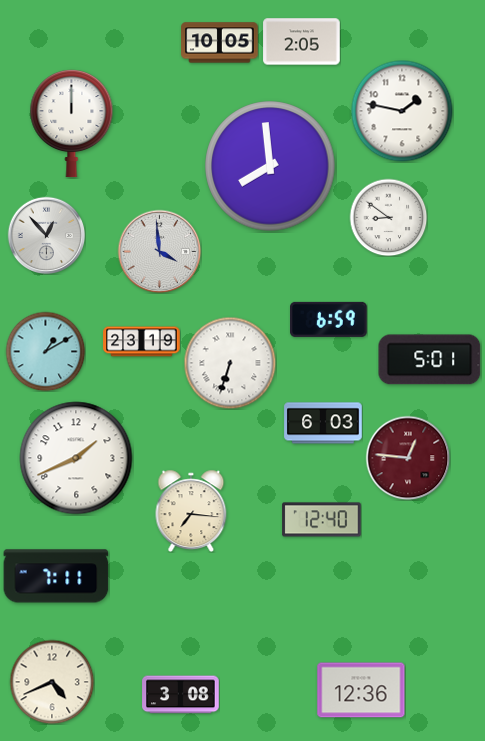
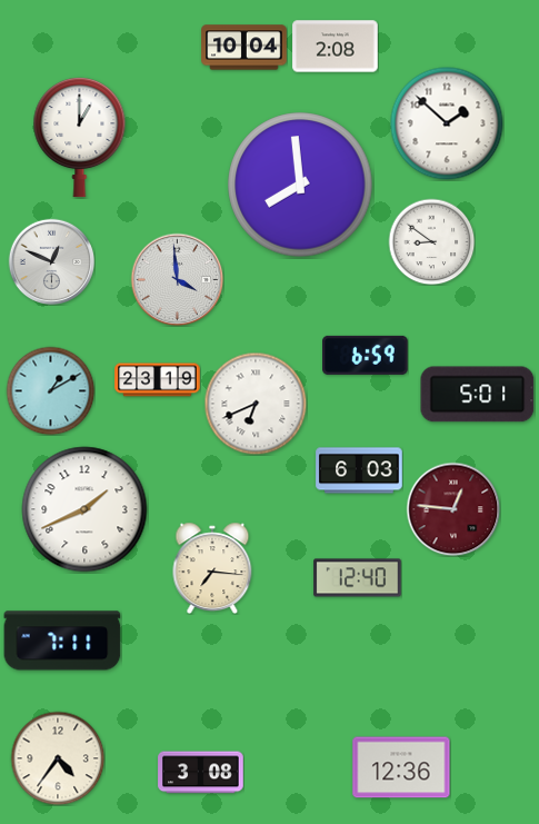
clock at (302, 42): 2:05 -> 2:08
clock at (220, 43): 10:05 -> 10:04
clock at (402, 111): 1:47 -> 1:52
clock at (72, 124): 12:00 -> 1:00
clock at (46, 235): 12:53 -> 12:49
clock at (430, 360) position: (430, 360) -> (478, 395)
clock at (230, 363): 6:33 -> 6:41
clock at (52, 682): 4:41 -> 4:36
